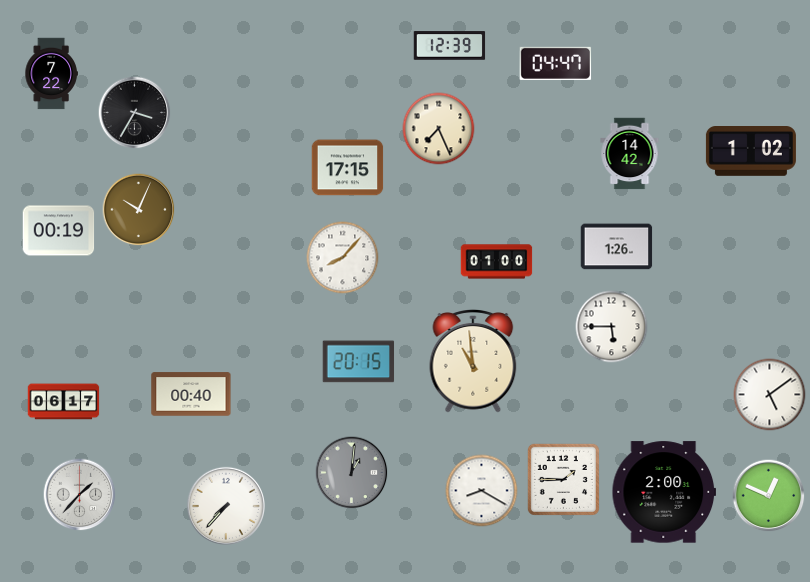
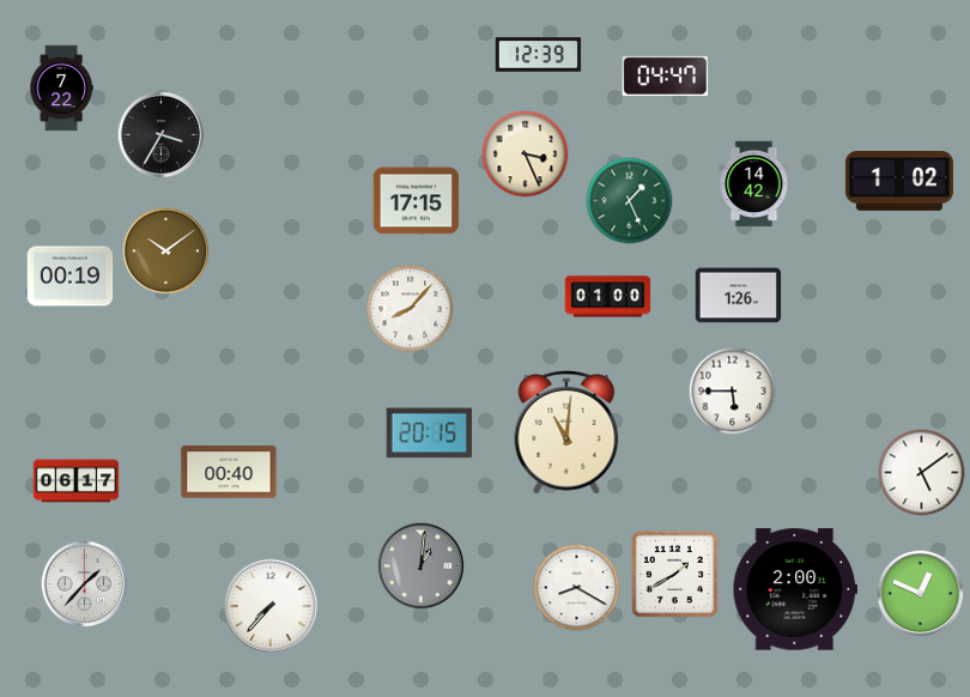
clock at (439, 129): 7:26 -> 3:26
clock at (630, 201): none -> 1:26
clock at (139, 210): 10:04 -> 10:09
clock at (497, 262) position: (497, 262) -> (608, 297)
clock at (473, 362): 10:59 -> 11:01
clock at (563, 479): 1:45 -> 1:40
clock at (80, 495) position: (80, 495) -> (85, 584)
